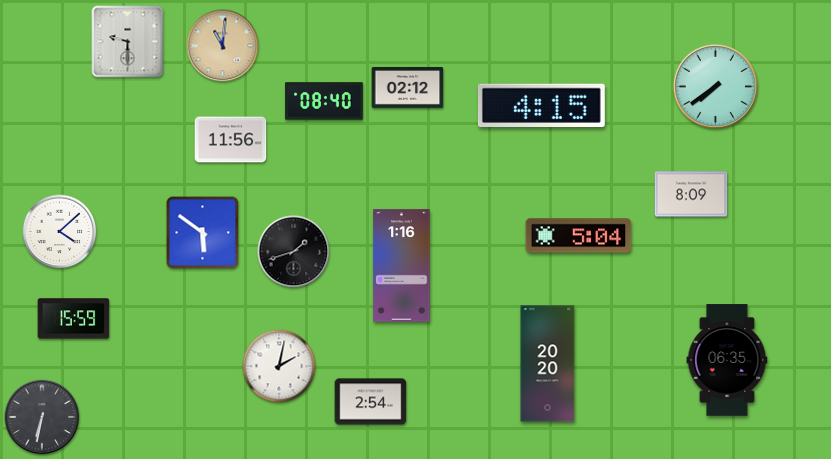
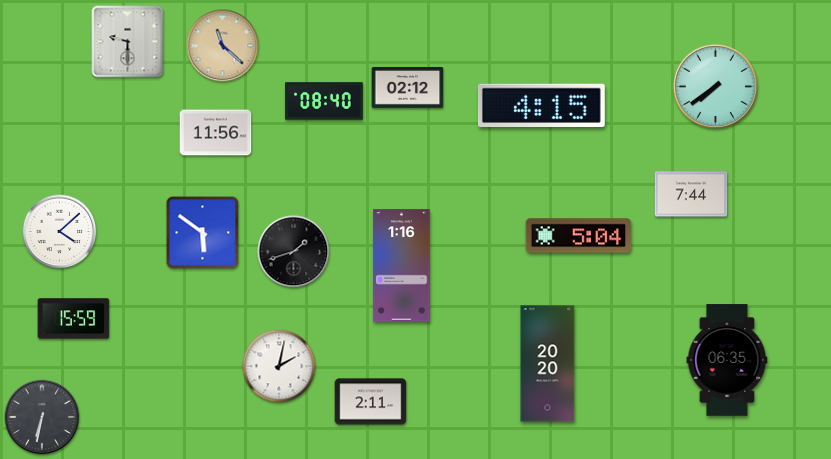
clock at (223, 46): 11:01 -> 11:22
clock at (231, 140) position: (231, 140) -> (216, 133)
clock at (691, 194): 8:09 -> 7:44
clock at (371, 402): 2:54 -> 2:11
